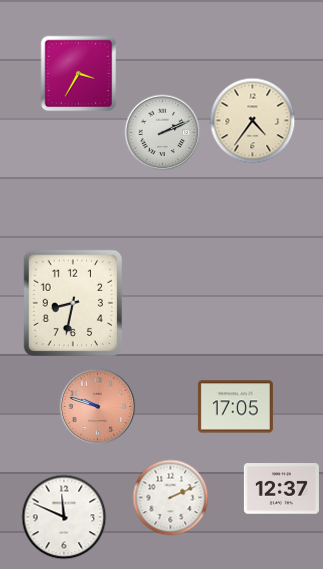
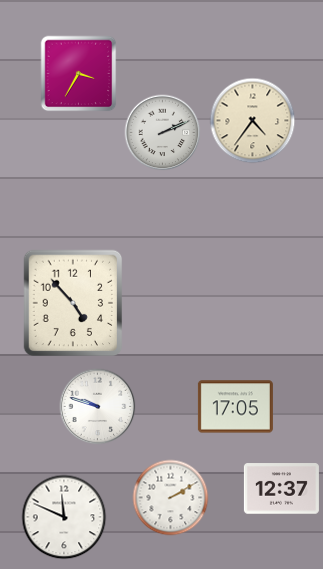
clock at (73, 303): 8:32 -> 4:53
clock at (98, 407) dial: salmon -> white
clock at (171, 498): 2:11 -> 2:10
